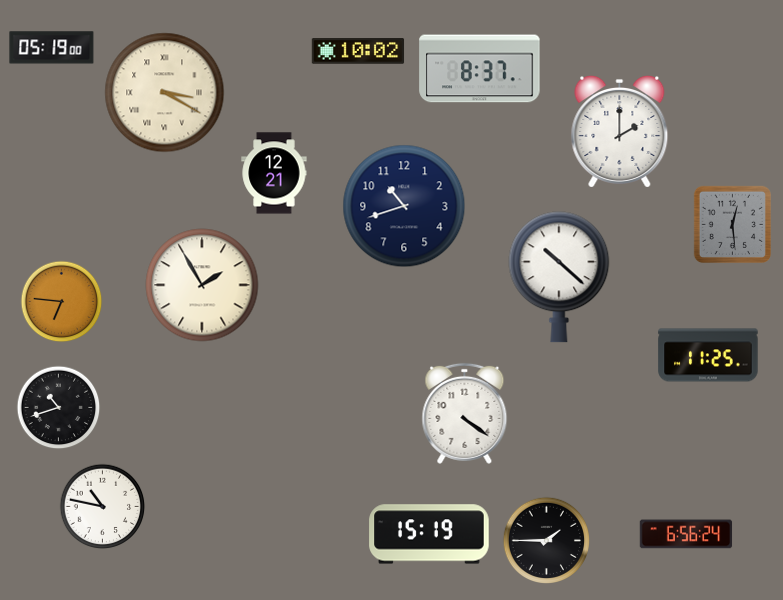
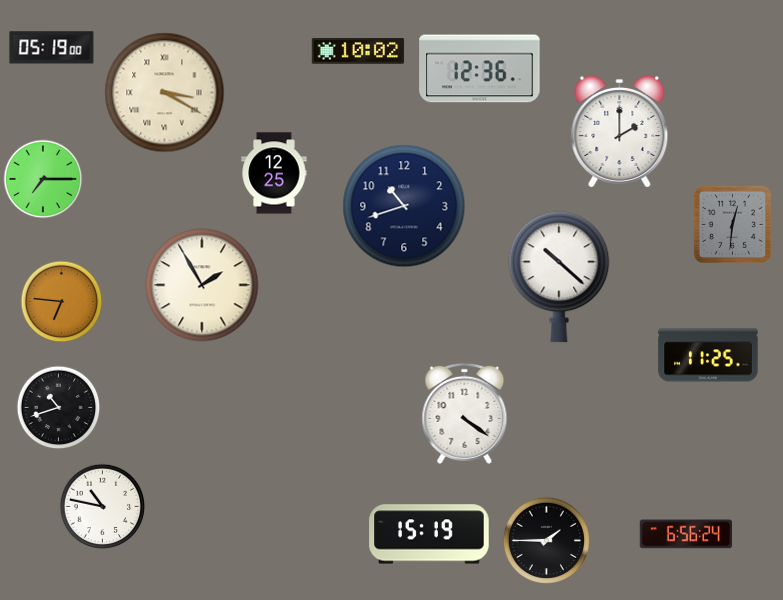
clock at (480, 69): 8:37 -> 12:36
clock at (274, 173): 12:21 -> 12:25
clock at (43, 179): none -> 7:15
clock at (732, 224): 12:29 -> 12:31
